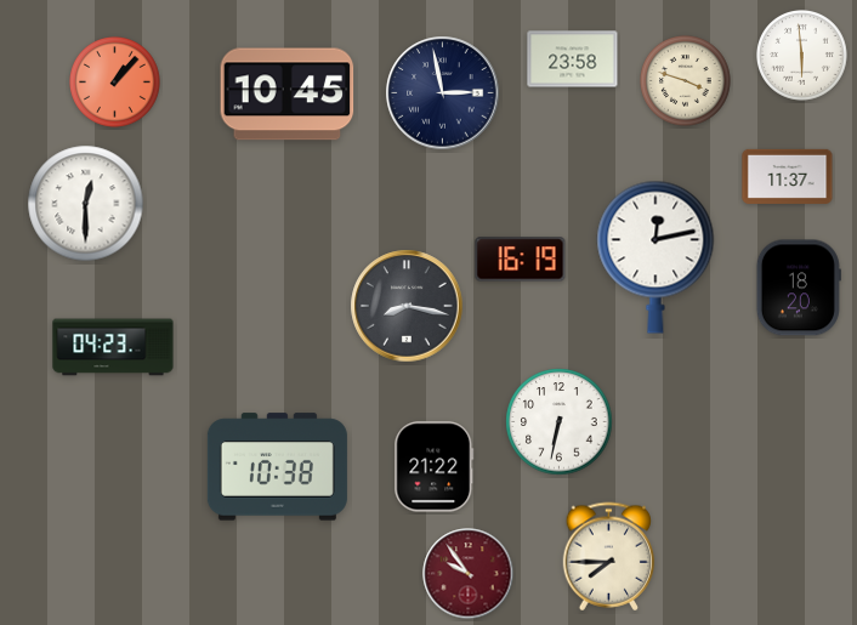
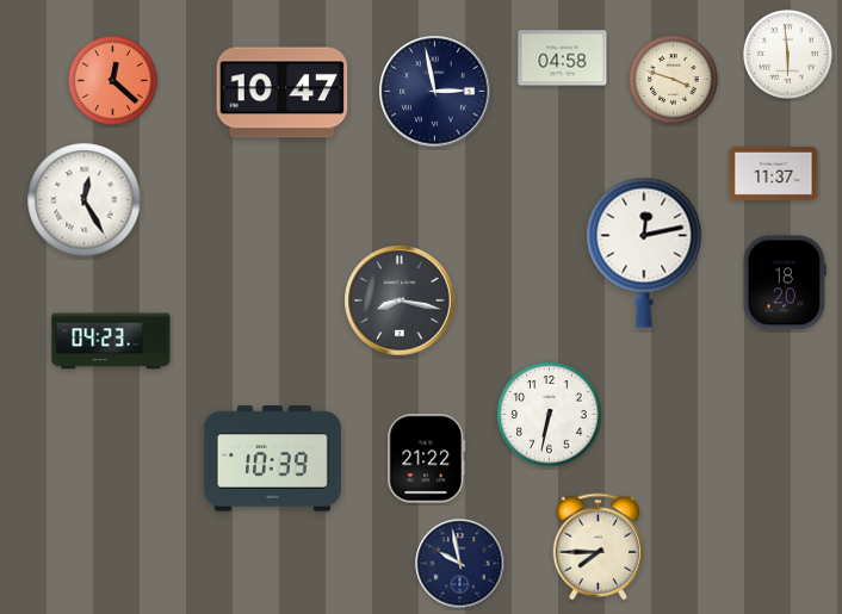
clock at (573, 59): 23:58 -> 04:58
clock at (115, 83): 1:07 -> 12:22
clock at (288, 95): 10:45 -> 10:47
clock at (86, 204): 12:30 -> 12:25
clock at (521, 260): 16:19 -> none
clock at (277, 467): 10:38 -> 10:39
clock at (469, 574): 9:54 -> 9:58
clock at (469, 574) dial: burgundy -> navy
